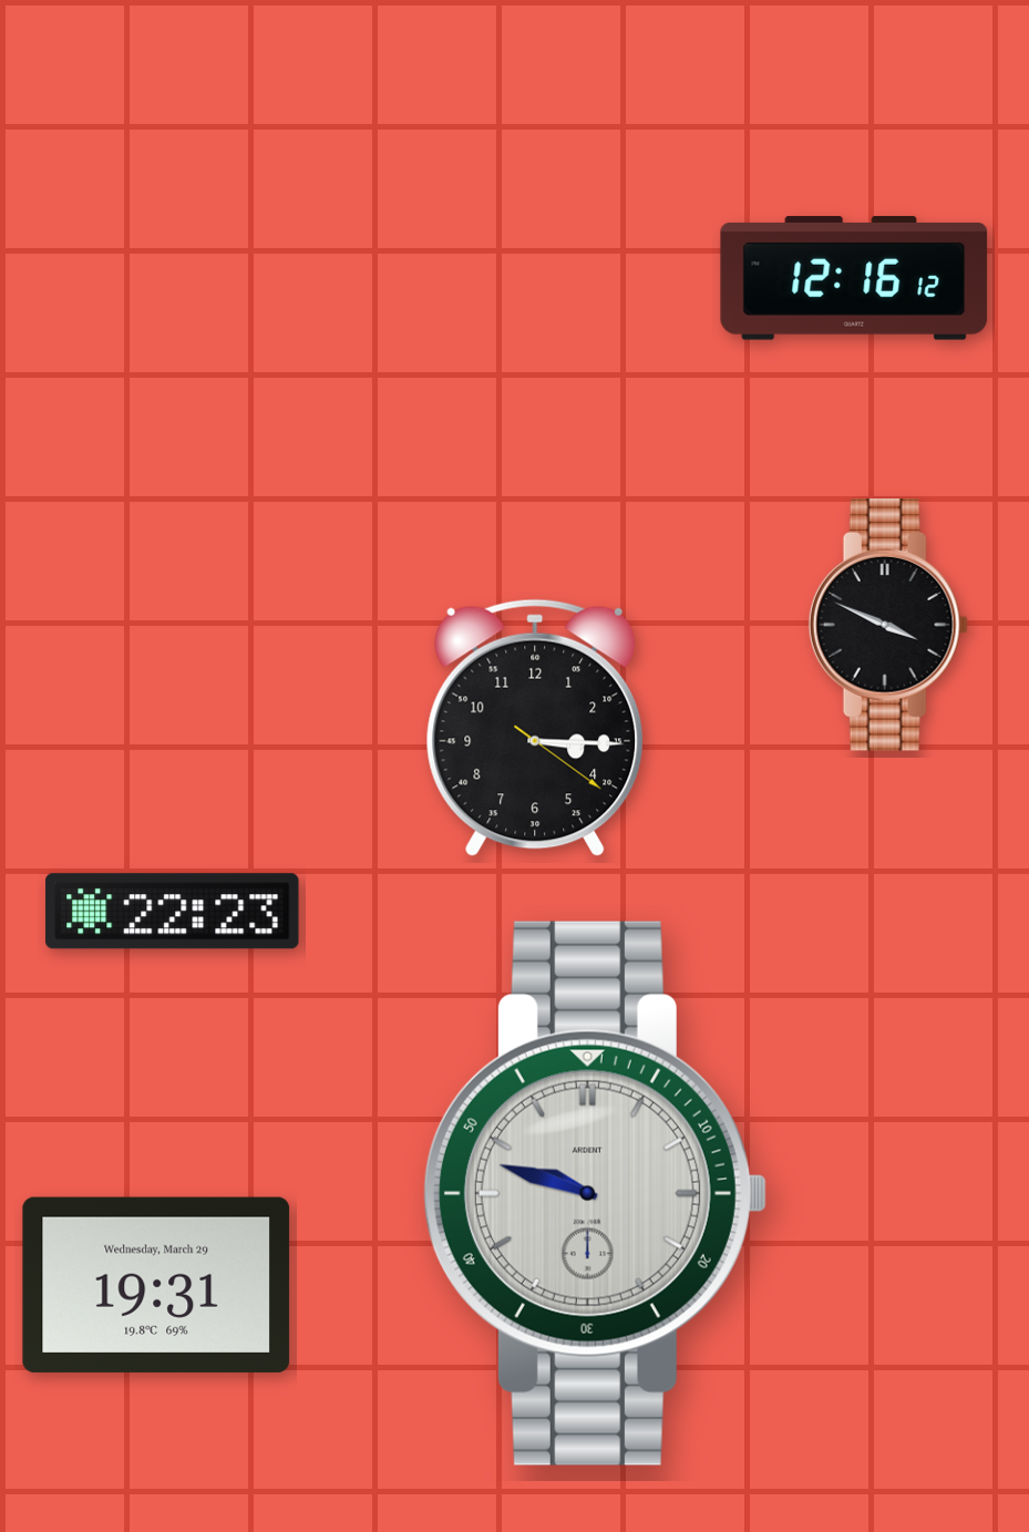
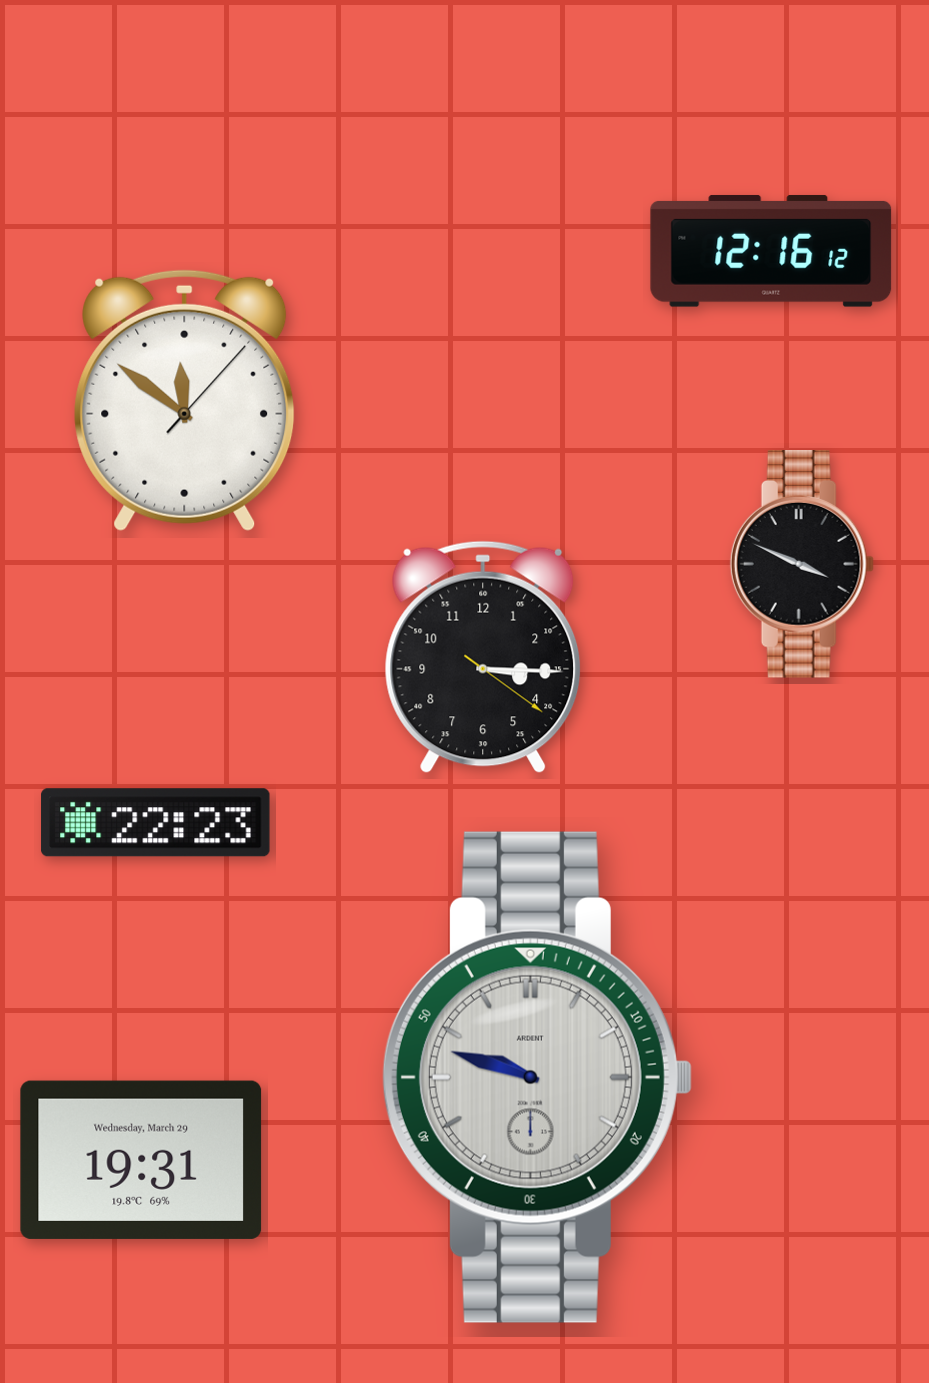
clock at (185, 400): none -> 11:51
